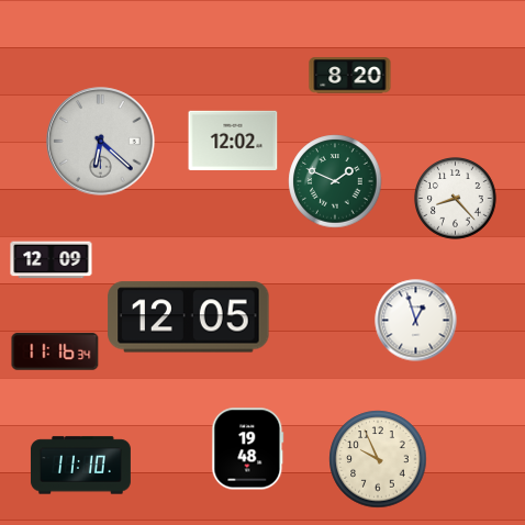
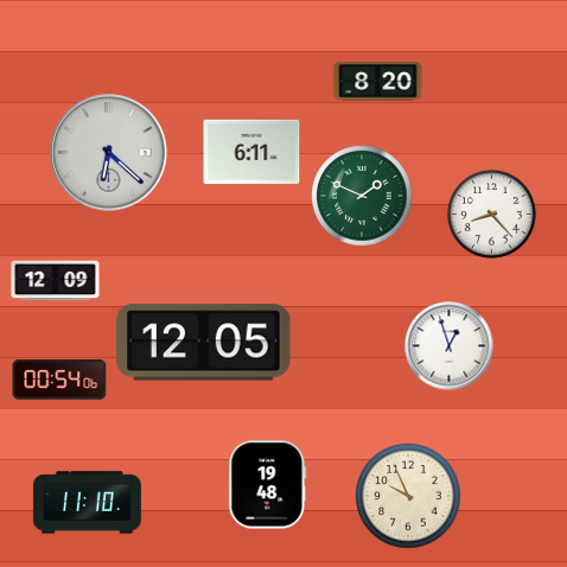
clock at (233, 139): 12:02 -> 6:11
clock at (55, 351): 11:16 -> 00:54
